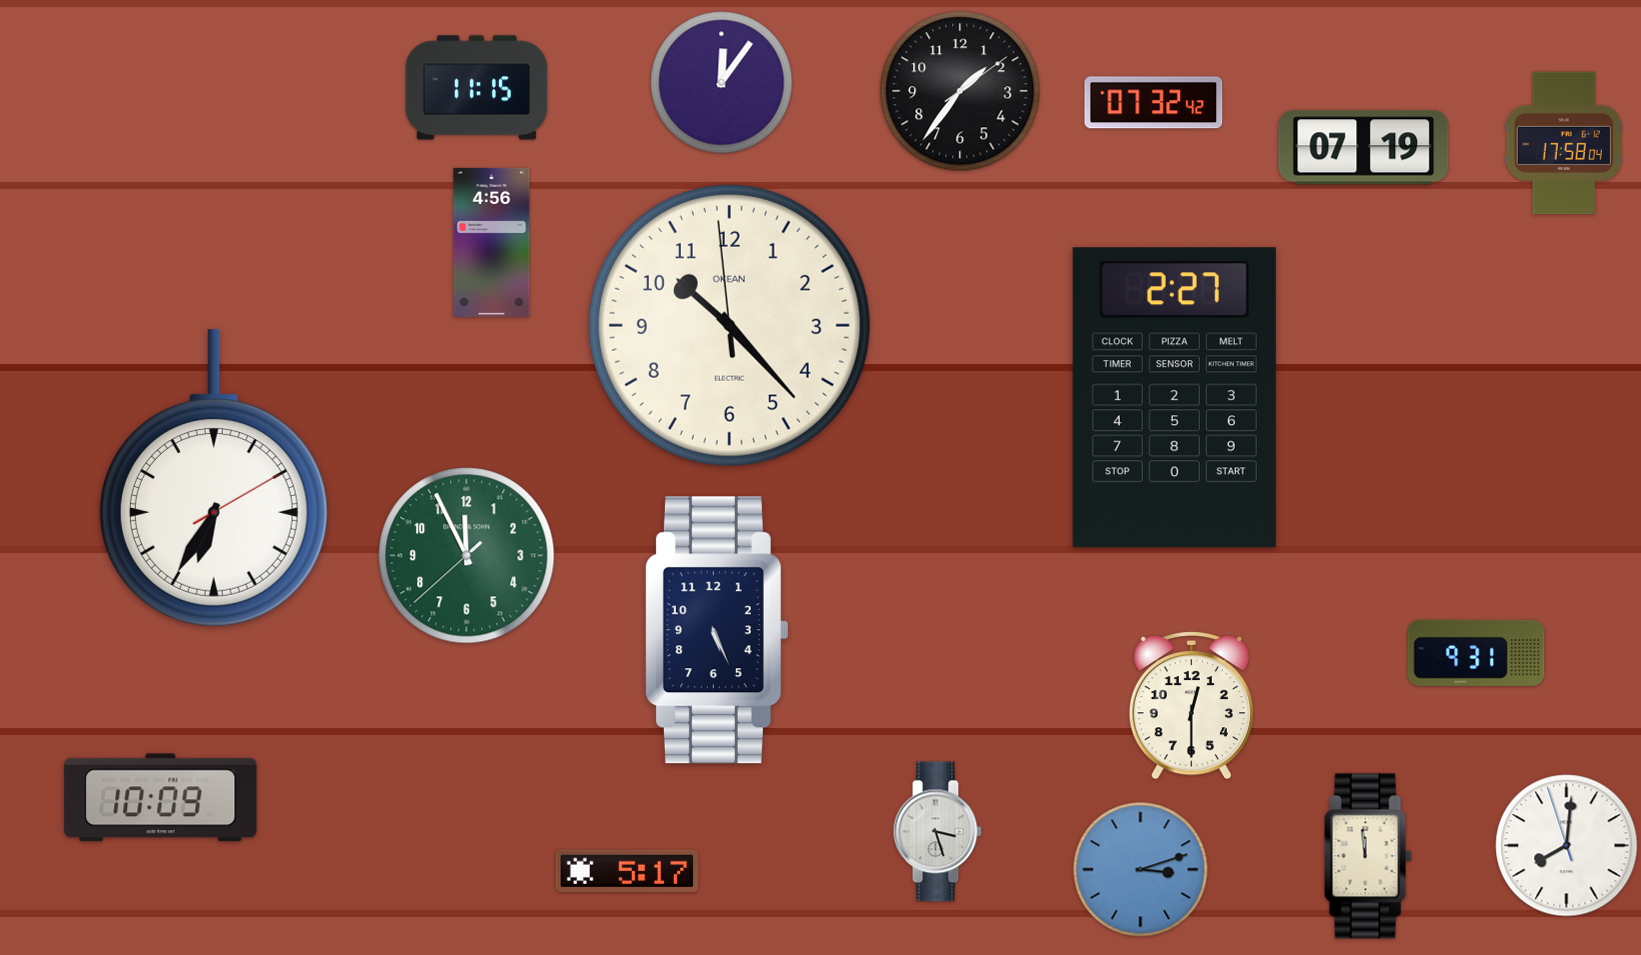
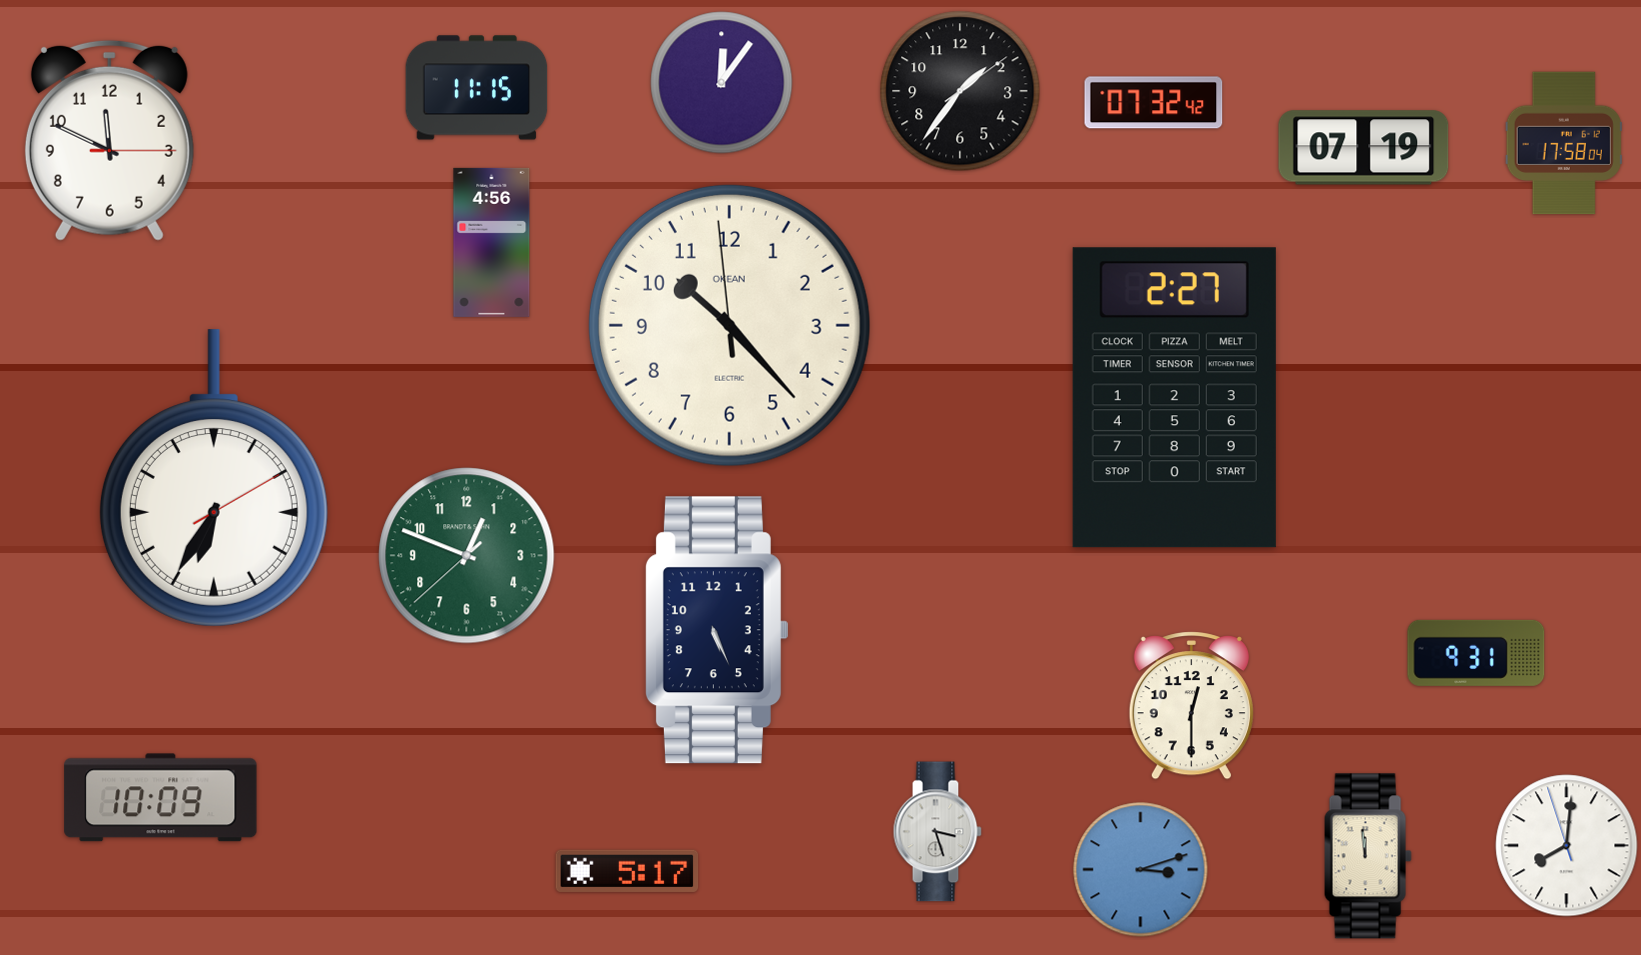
clock at (109, 140): none -> 11:49
clock at (467, 556): 11:55 -> 12:48
